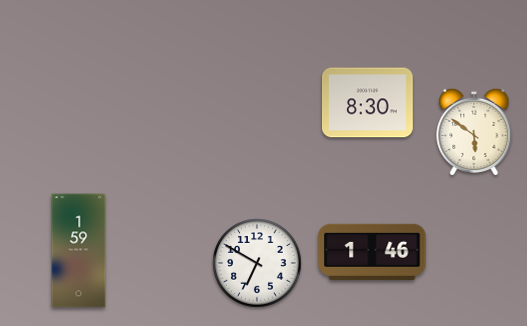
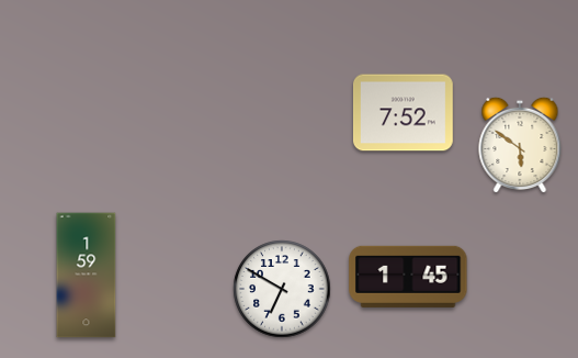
clock at (368, 103): 8:30 -> 7:52
clock at (372, 252): 1:46 -> 1:45
